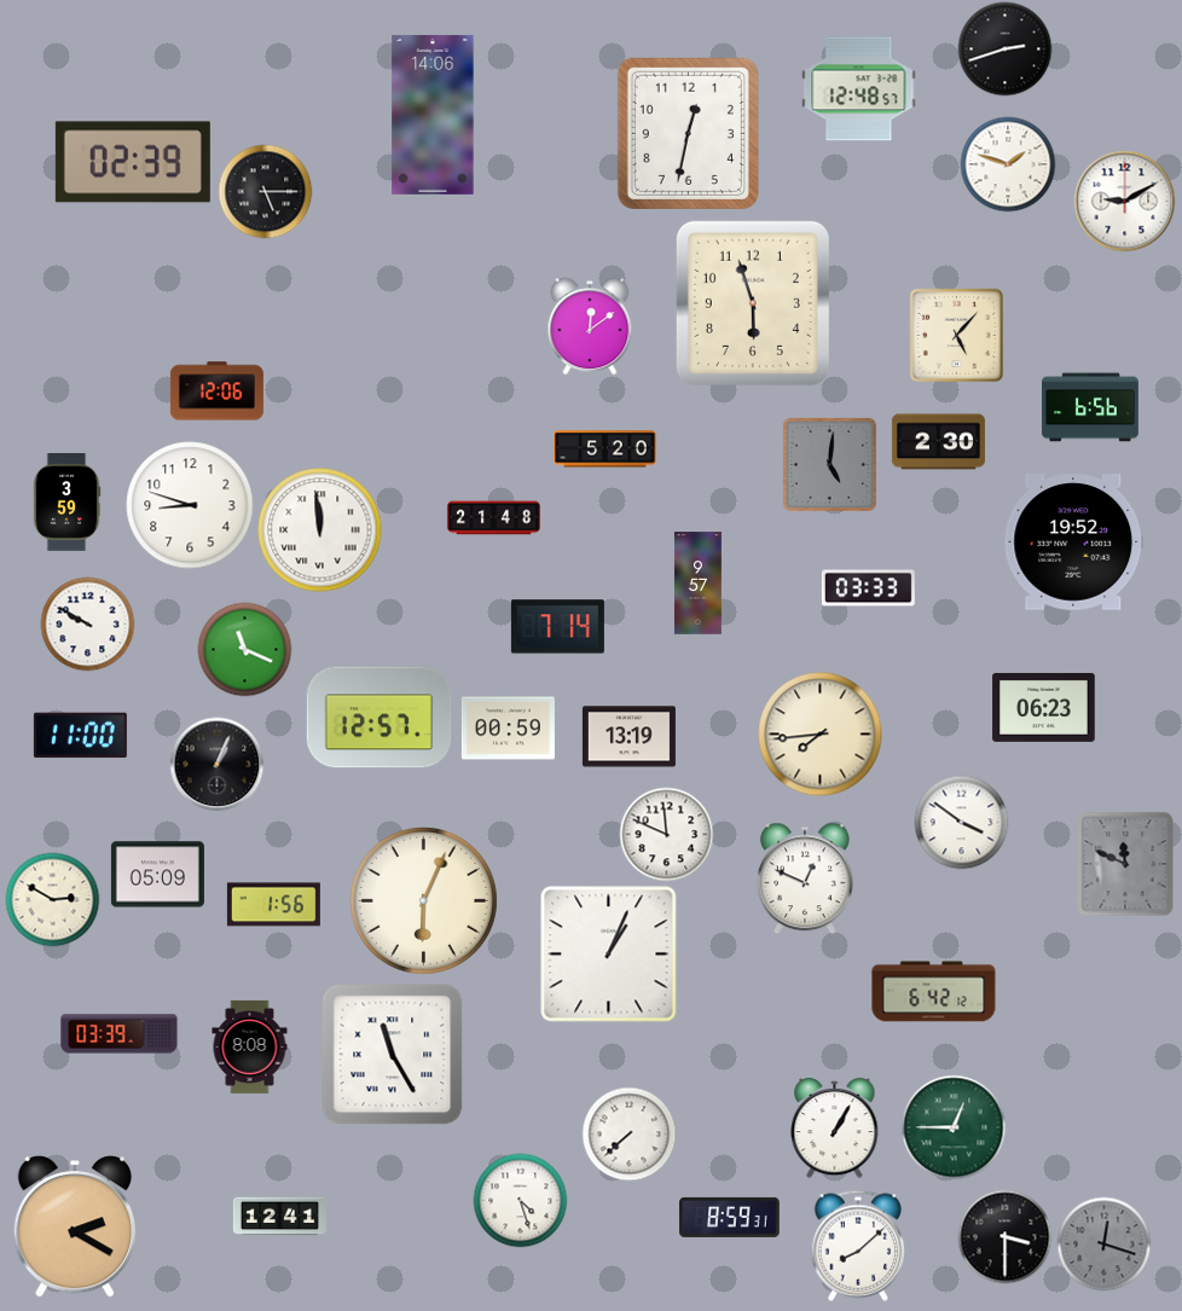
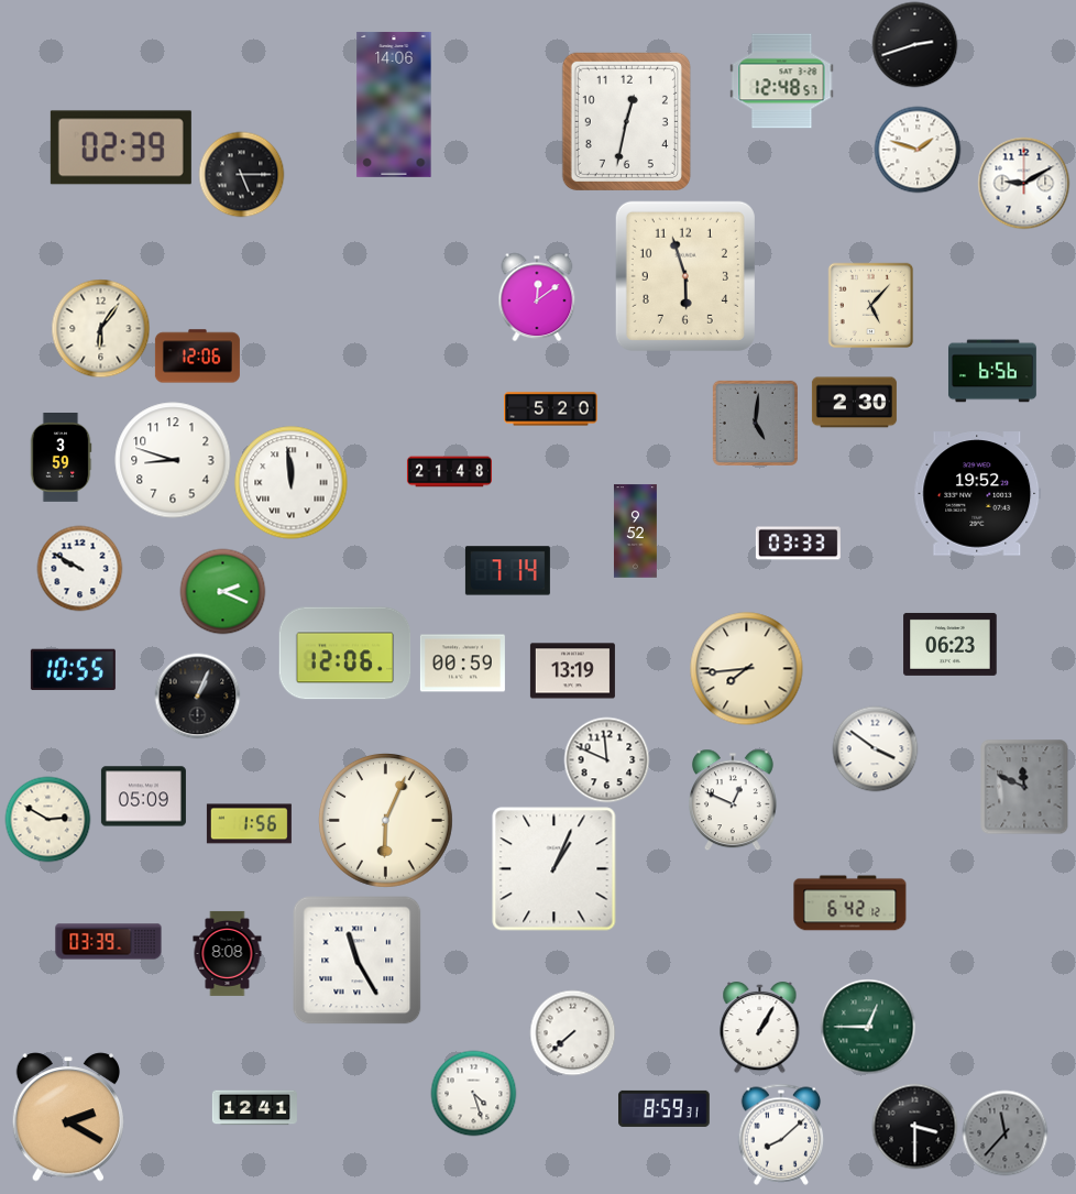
clock at (100, 328): none -> 6:06
clock at (699, 584): 9:57 -> 9:52
clock at (868, 588) position: (868, 588) -> (798, 544)
clock at (244, 649): 11:19 -> 2:19
clock at (379, 718): 12:57 -> 12:06
clock at (80, 736): 11:00 -> 10:55
clock at (1103, 1243): 12:18 -> 11:37
